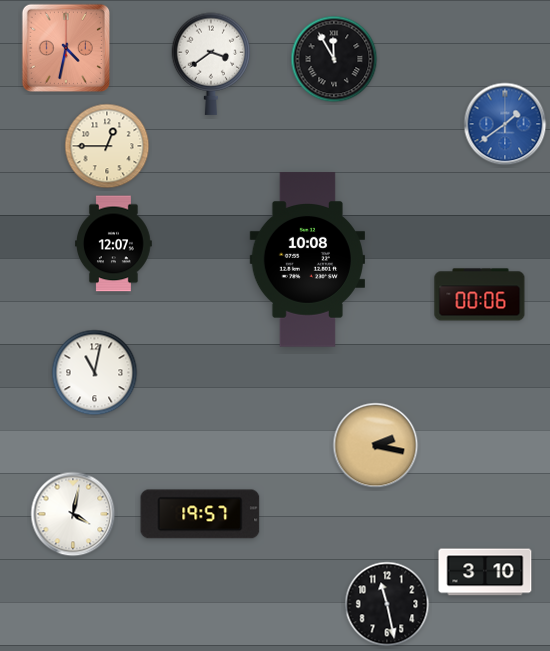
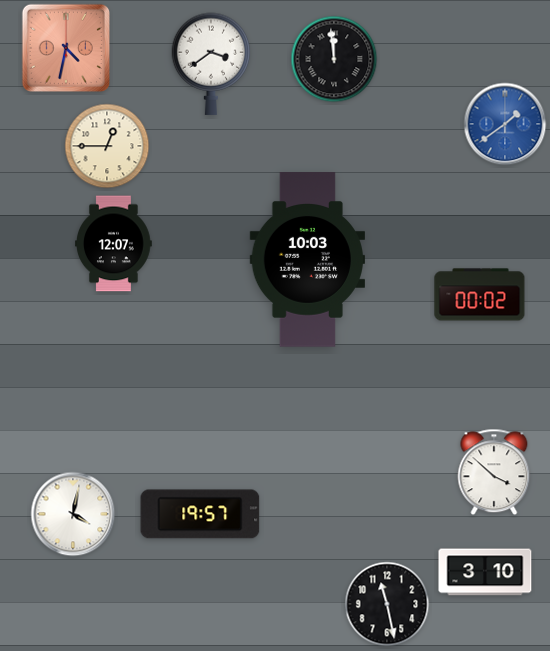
clock at (334, 59): 11:55 -> 11:59
clock at (307, 260): 10:08 -> 10:03
clock at (480, 295): 00:06 -> 00:02
clock at (95, 373): 11:02 -> none
clock at (376, 446): 2:17 -> none
clock at (494, 472): none -> 3:52
